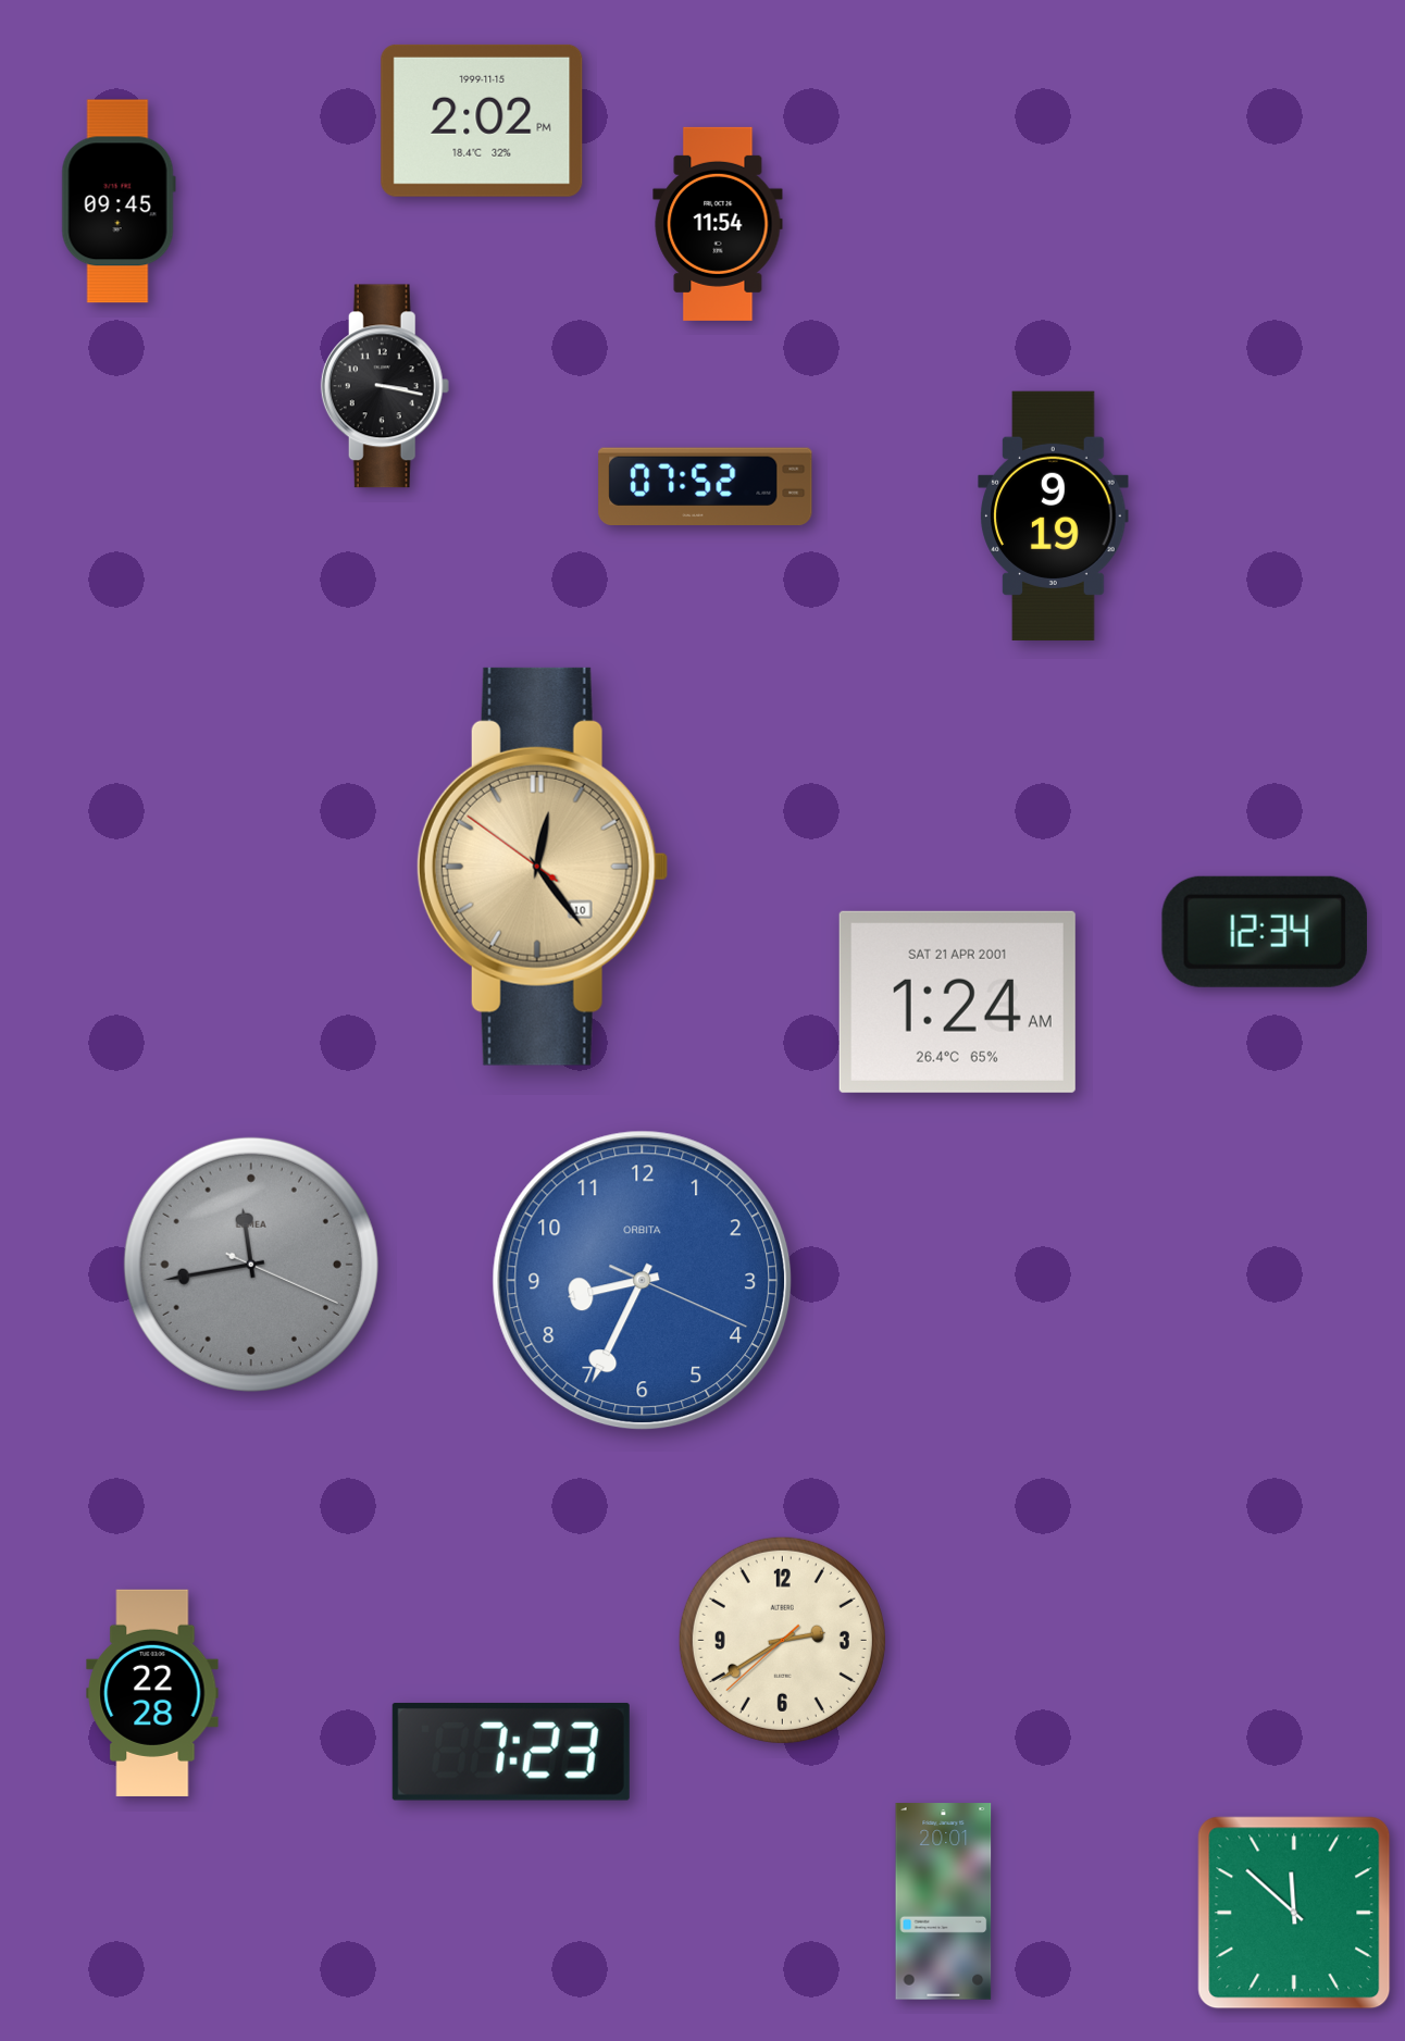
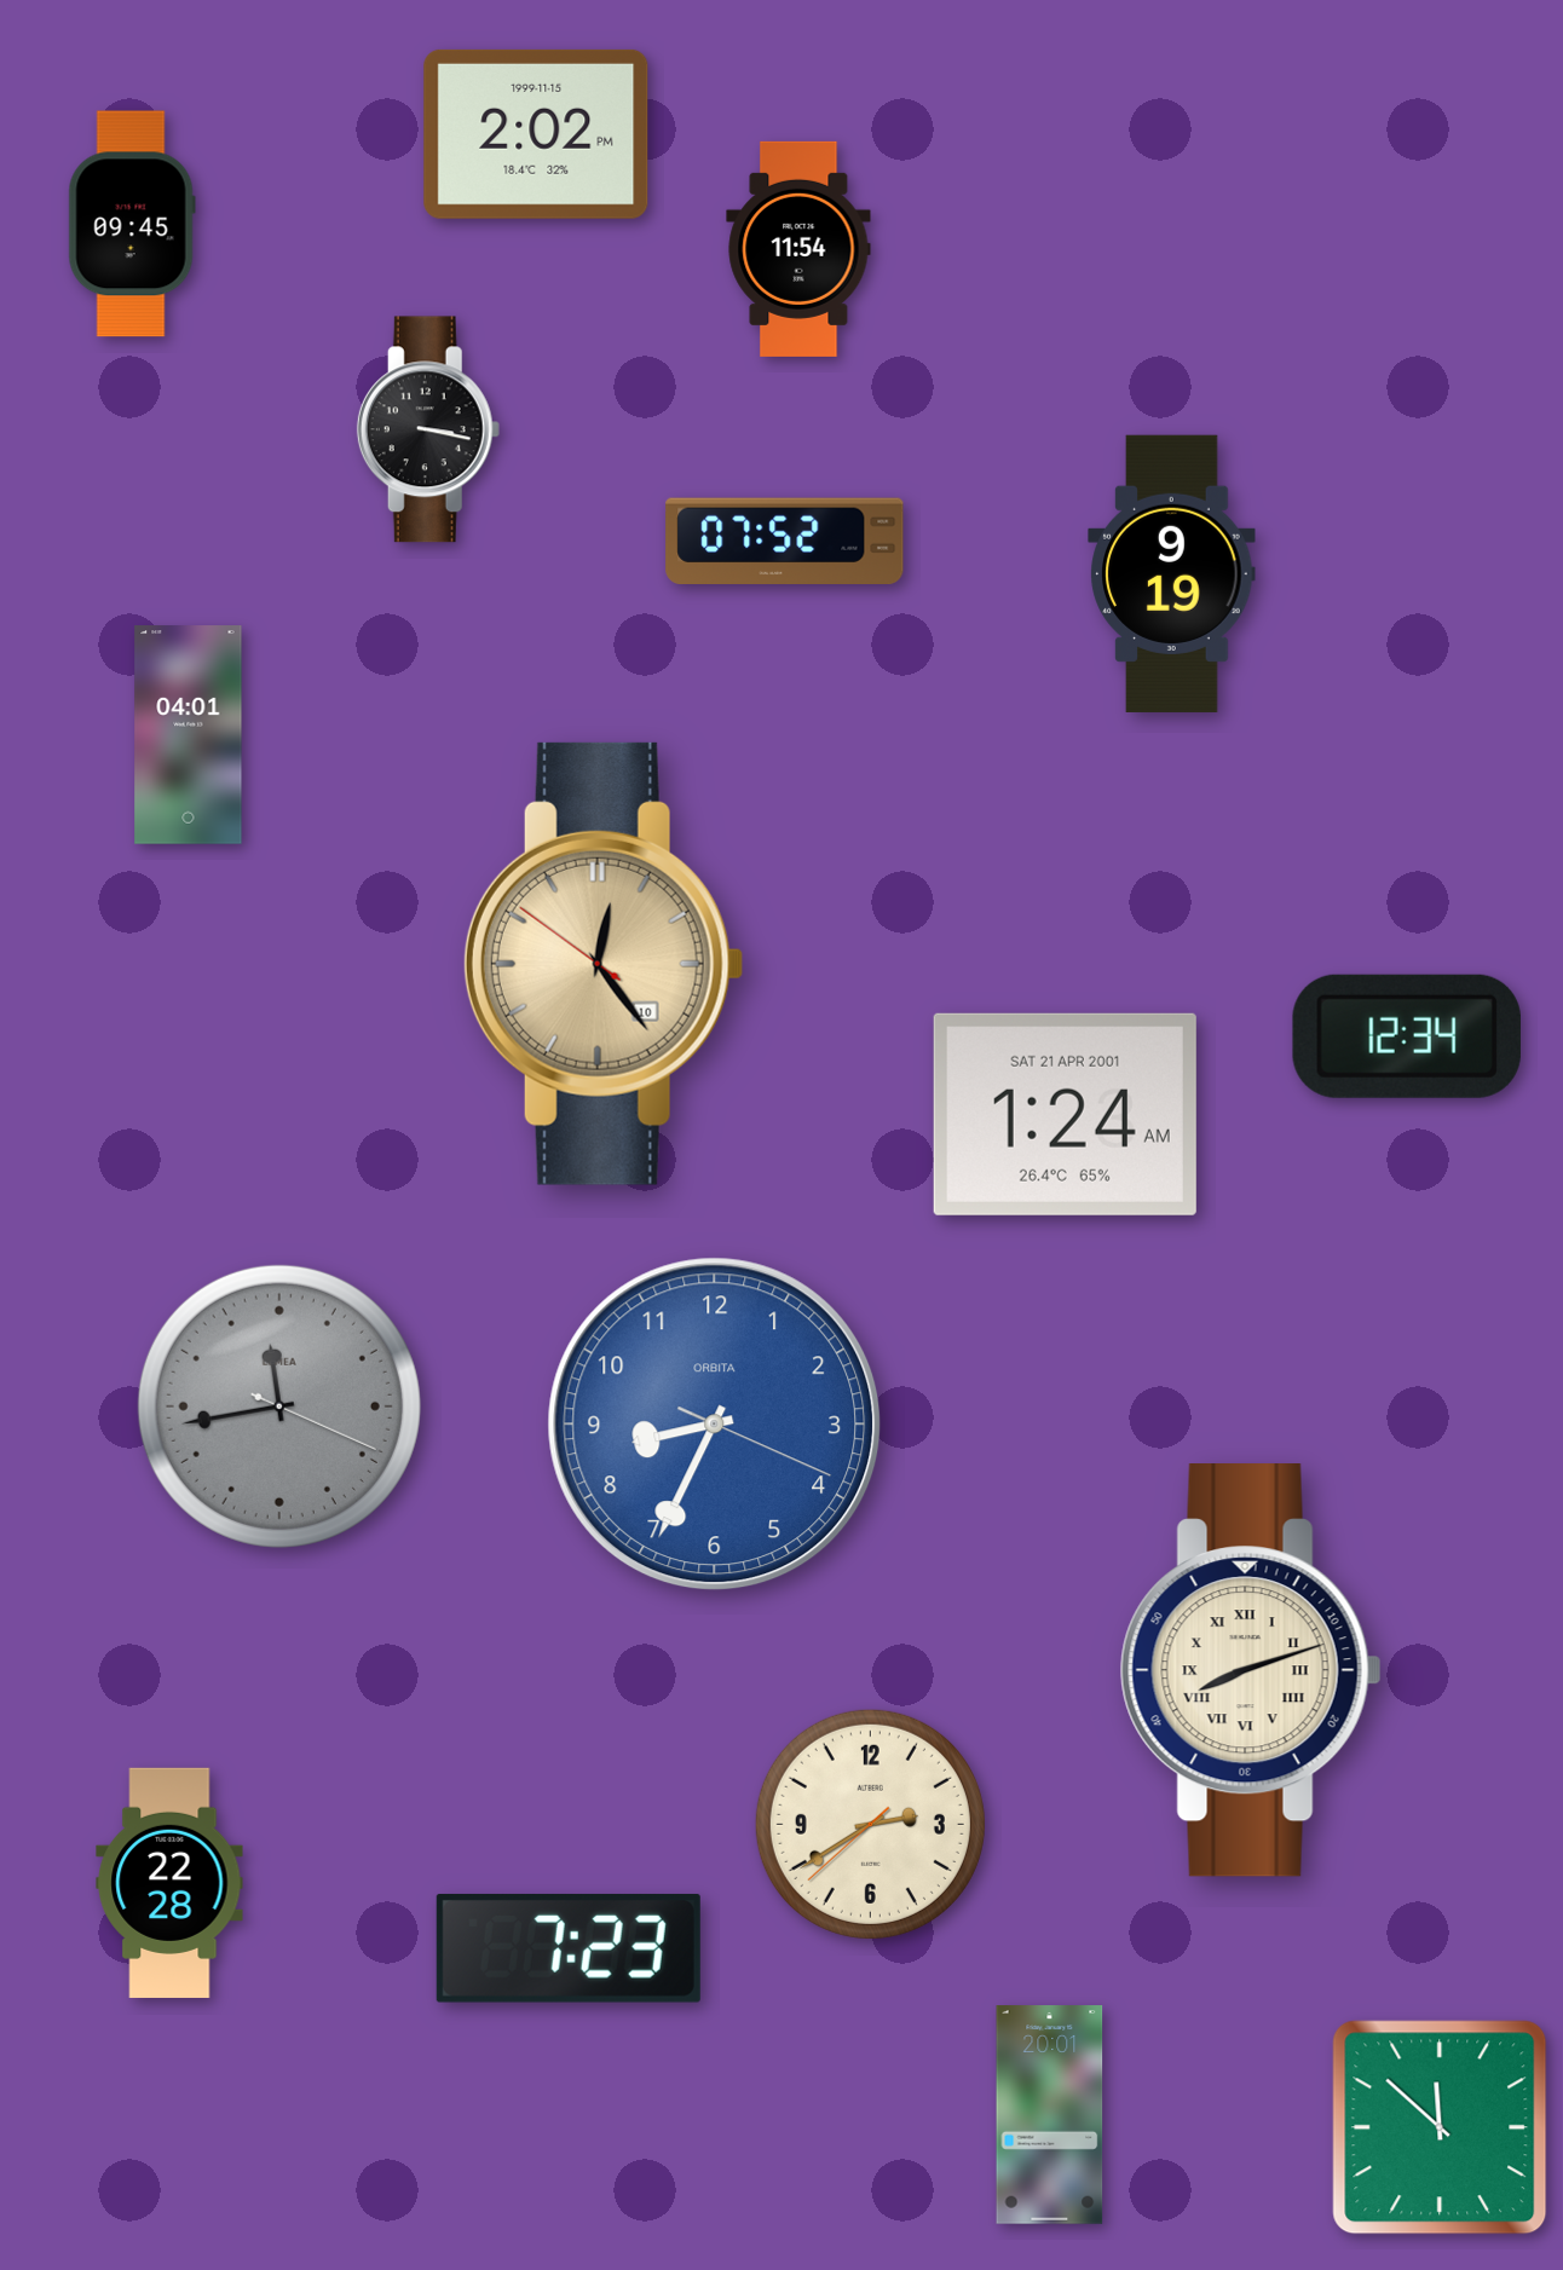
clock at (189, 735): none -> 04:01
clock at (1251, 1671): none -> 8:12
